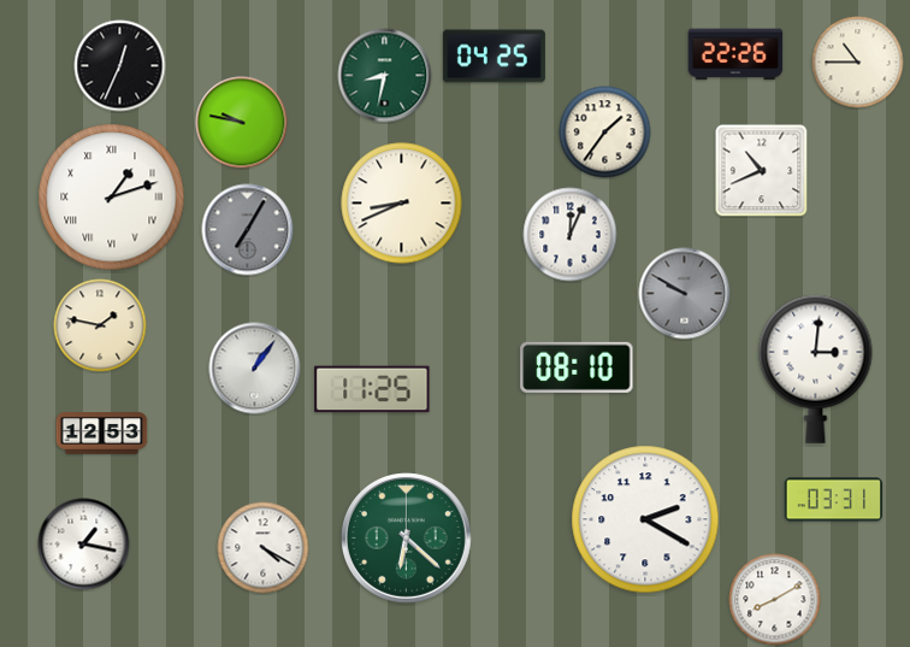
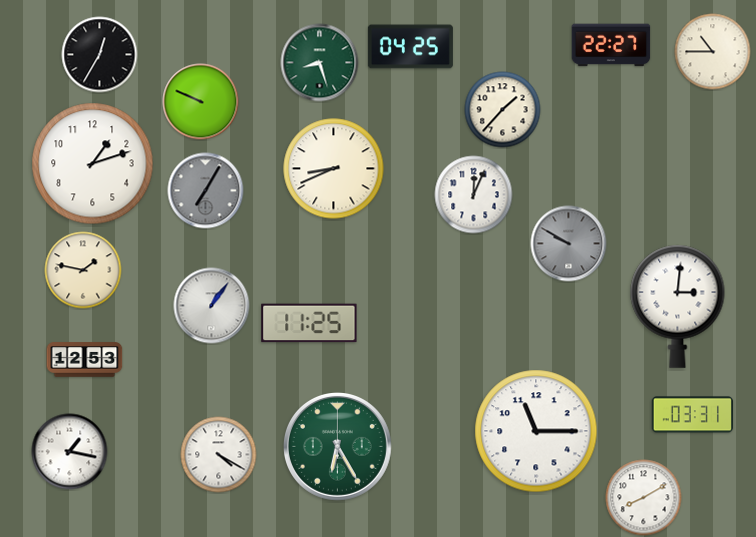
clock at (735, 54): 22:26 -> 22:27
clock at (120, 66): 12:34 -> 12:35
clock at (385, 76): 8:32 -> 8:27
clock at (242, 123): 9:47 -> 9:49
clock at (605, 133): 1:36 -> 1:37
clock at (762, 171): 10:41 -> none
clock at (112, 198) numerals: Roman -> Arabic
clock at (577, 367): 08:10 -> none
clock at (645, 519): 2:20 -> 11:15
clock at (407, 539): 6:22 -> 6:25
